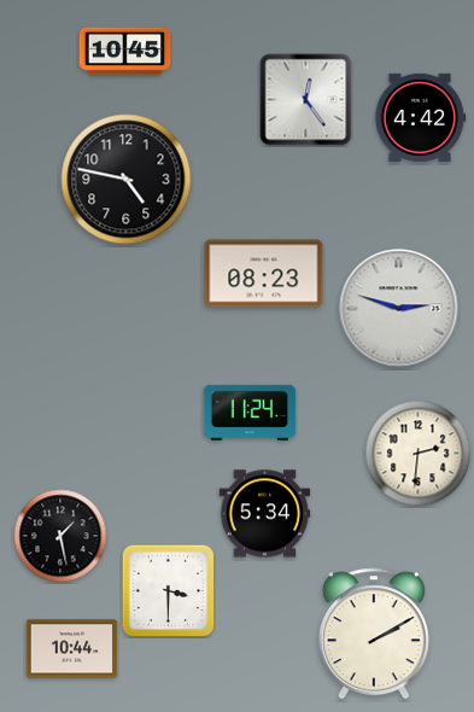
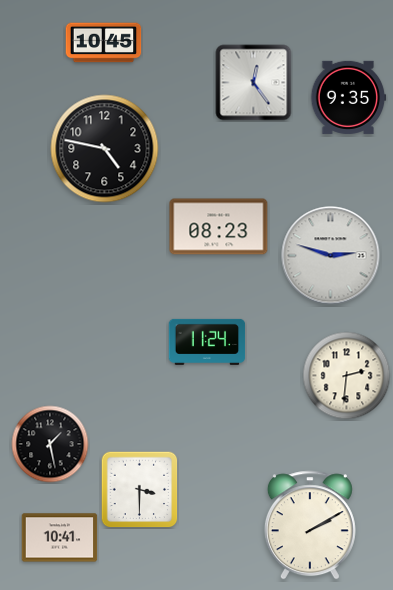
clock at (421, 117): 4:42 -> 9:35
clock at (265, 514): 5:34 -> none
clock at (72, 649): 10:44 -> 10:41
